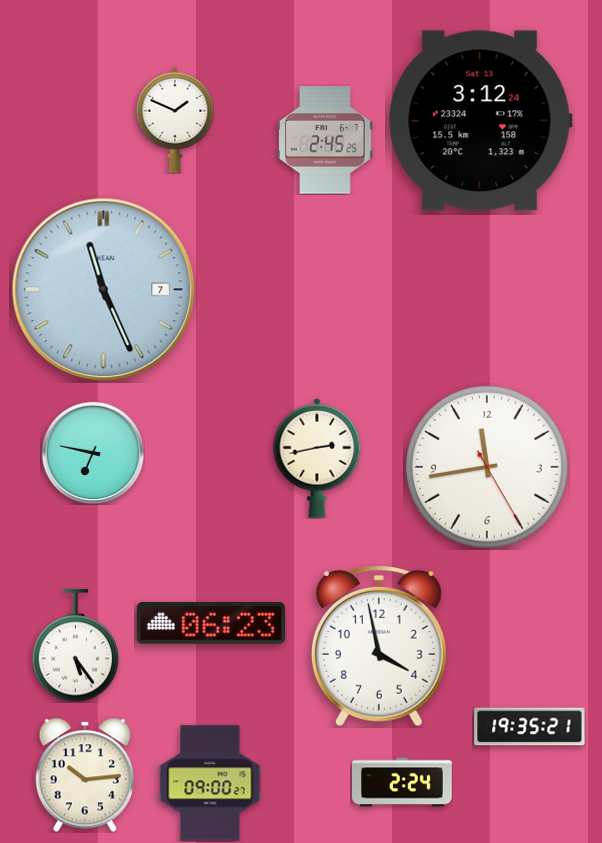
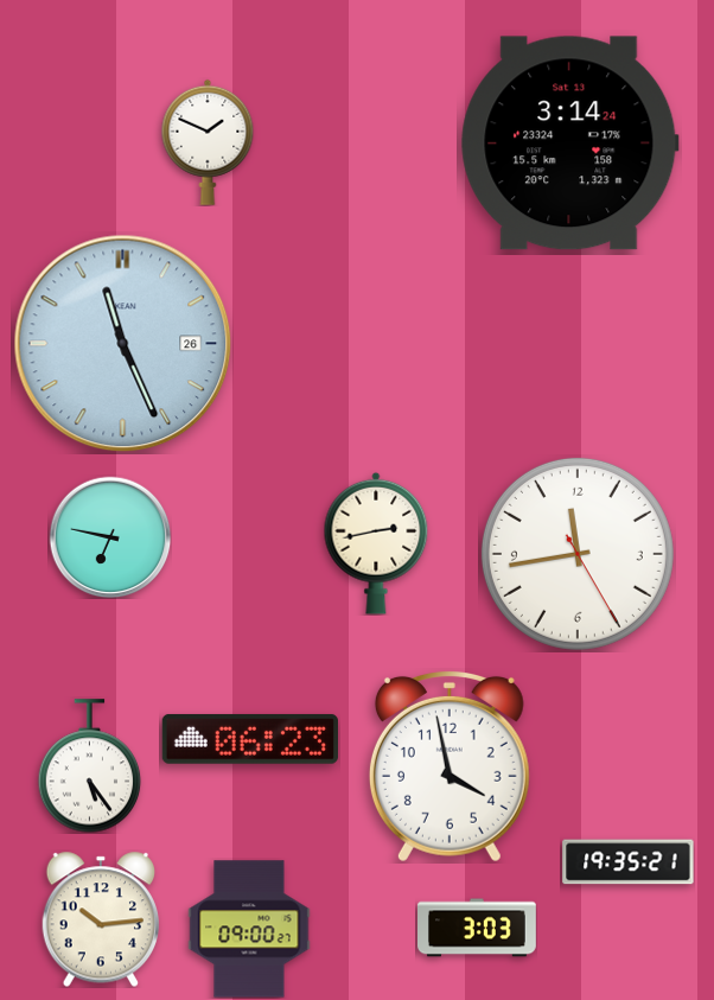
clock at (480, 121): 3:12 -> 3:14
clock at (325, 140): 2:45 -> none
clock at (104, 290) date: 7 -> 26
clock at (403, 782): 2:24 -> 3:03
